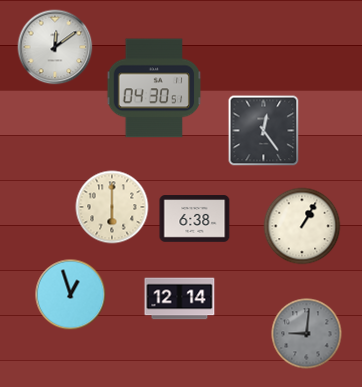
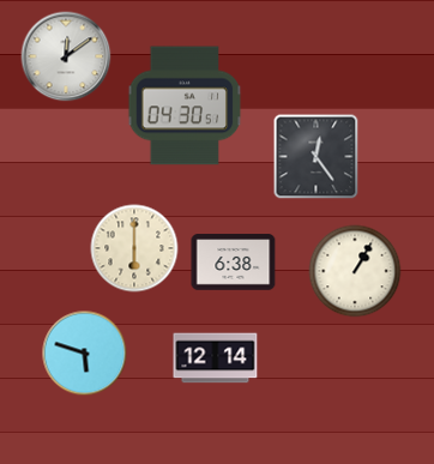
clock at (302, 226) position: (302, 226) -> (355, 271)
clock at (71, 295): 12:57 -> 5:48
clock at (307, 334): 9:01 -> none
